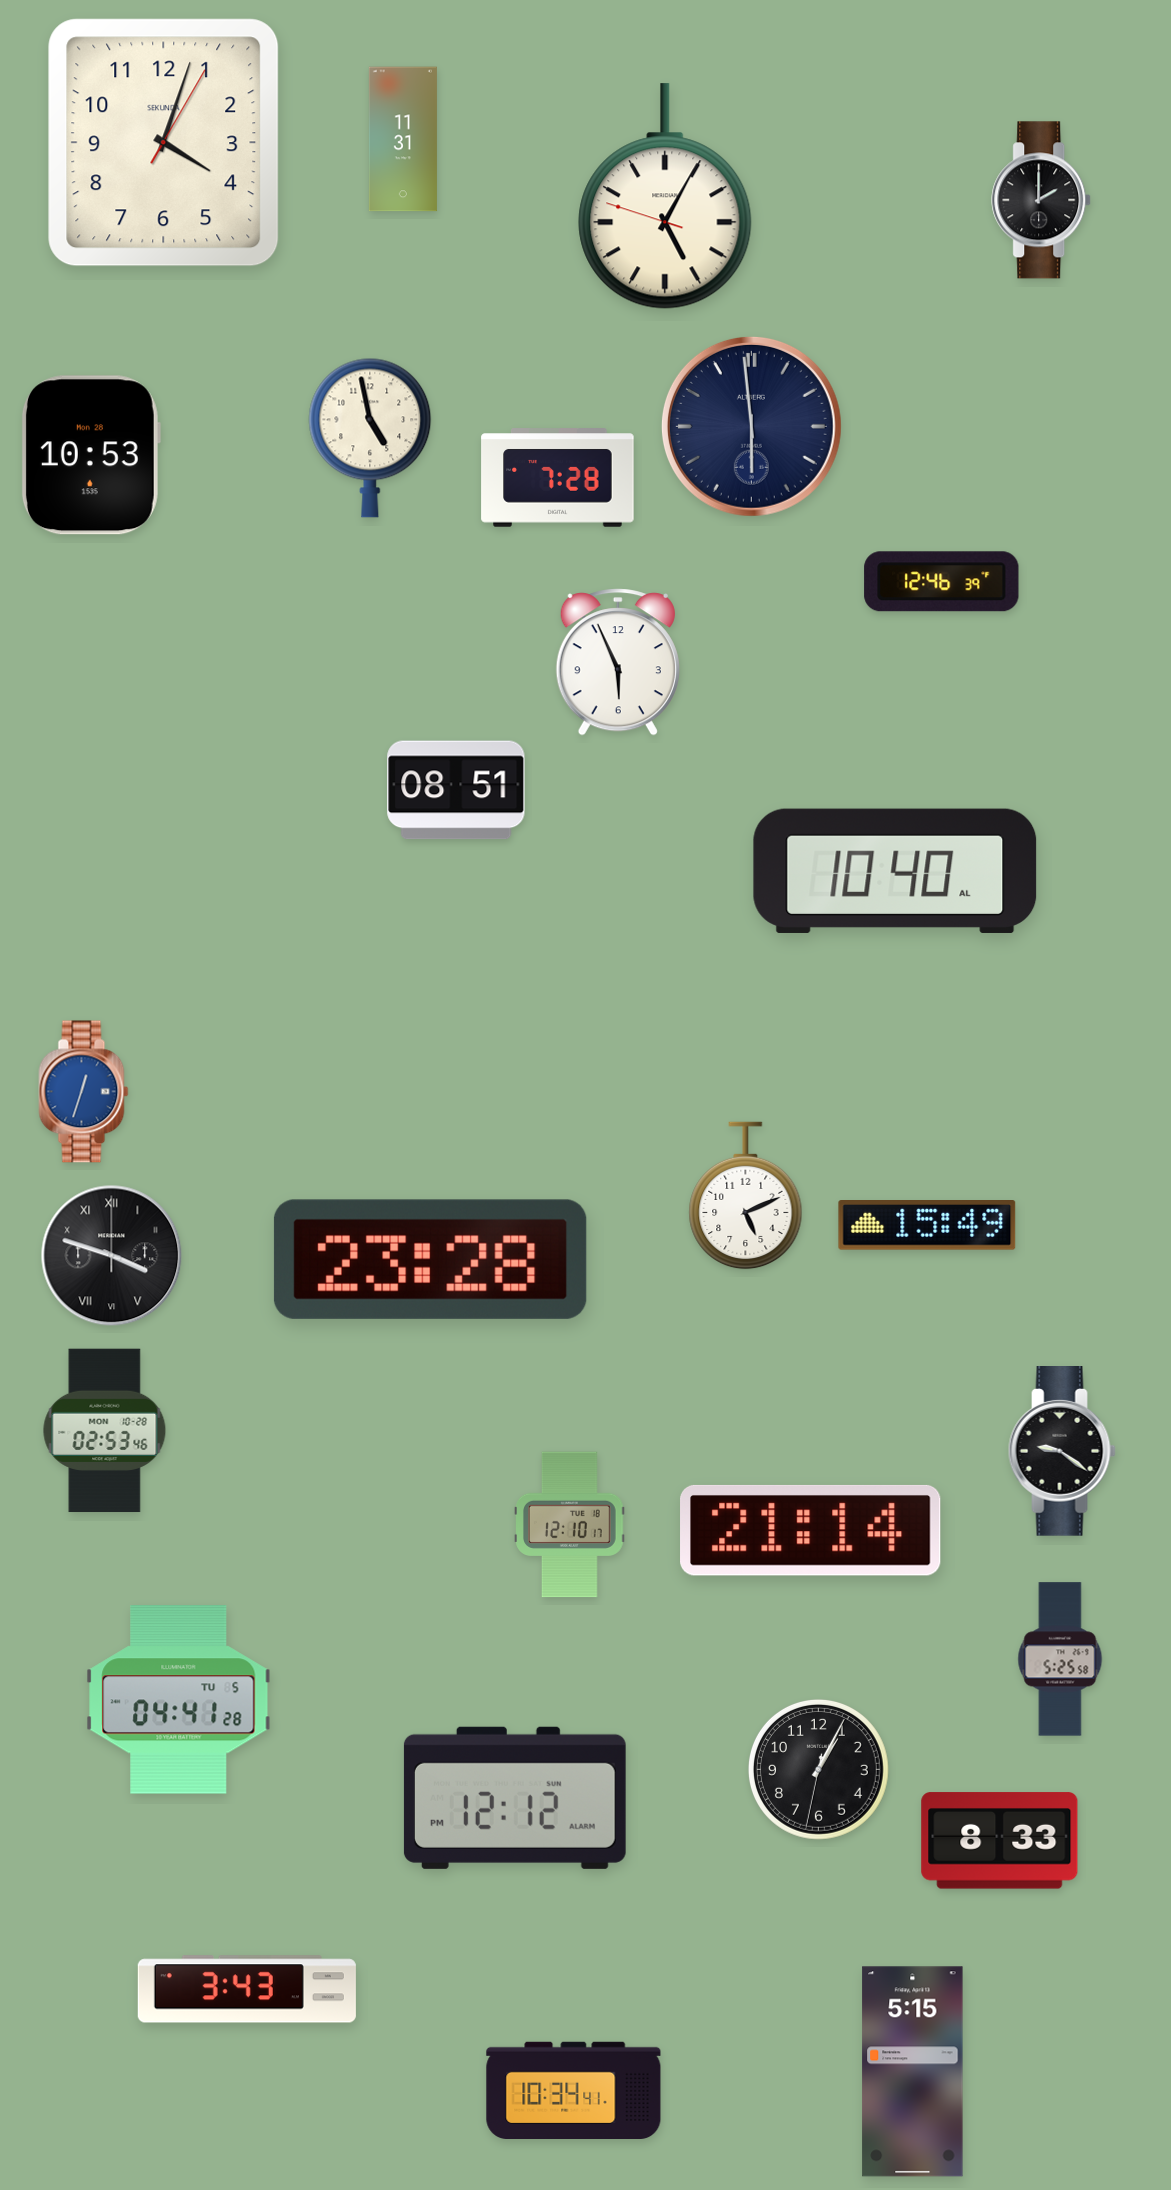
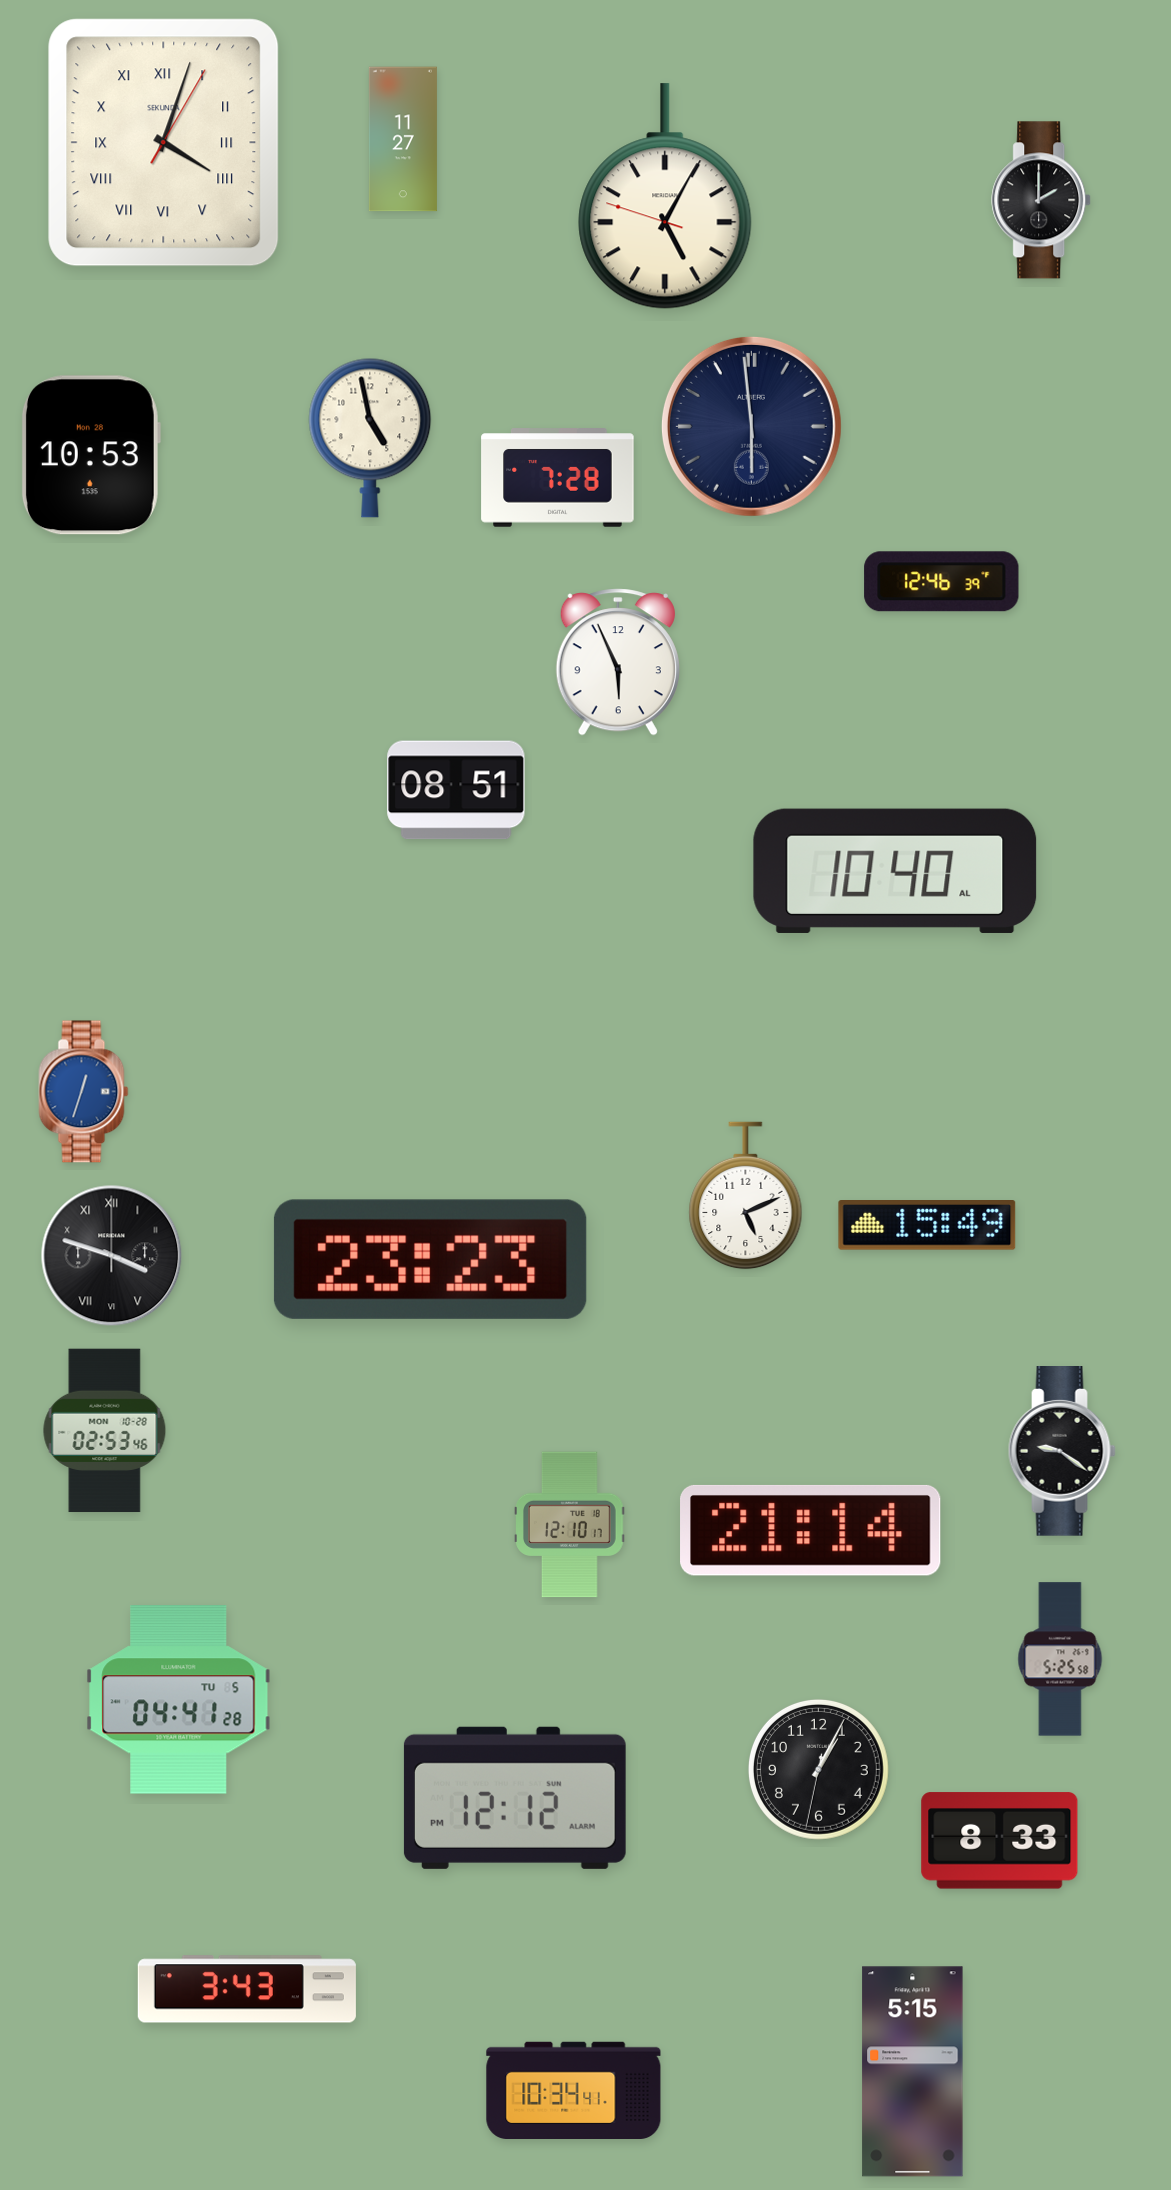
clock at (403, 139): 11:31 -> 11:27
clock at (164, 143) numerals: Arabic -> Roman
clock at (430, 1259): 23:28 -> 23:23
